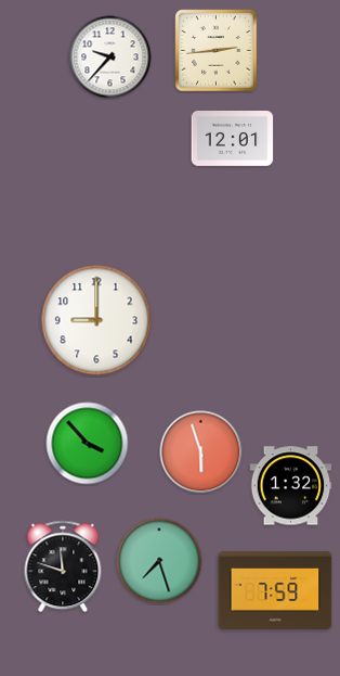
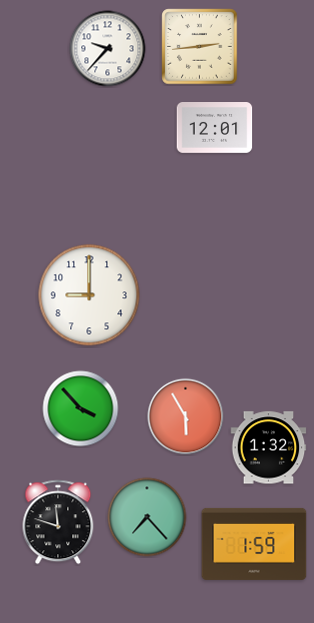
clock at (110, 58) position: (110, 58) -> (108, 49)
clock at (201, 452): 5:57 -> 5:55
clock at (159, 561): 7:27 -> 7:23
clock at (275, 590): 7:59 -> 1:59
